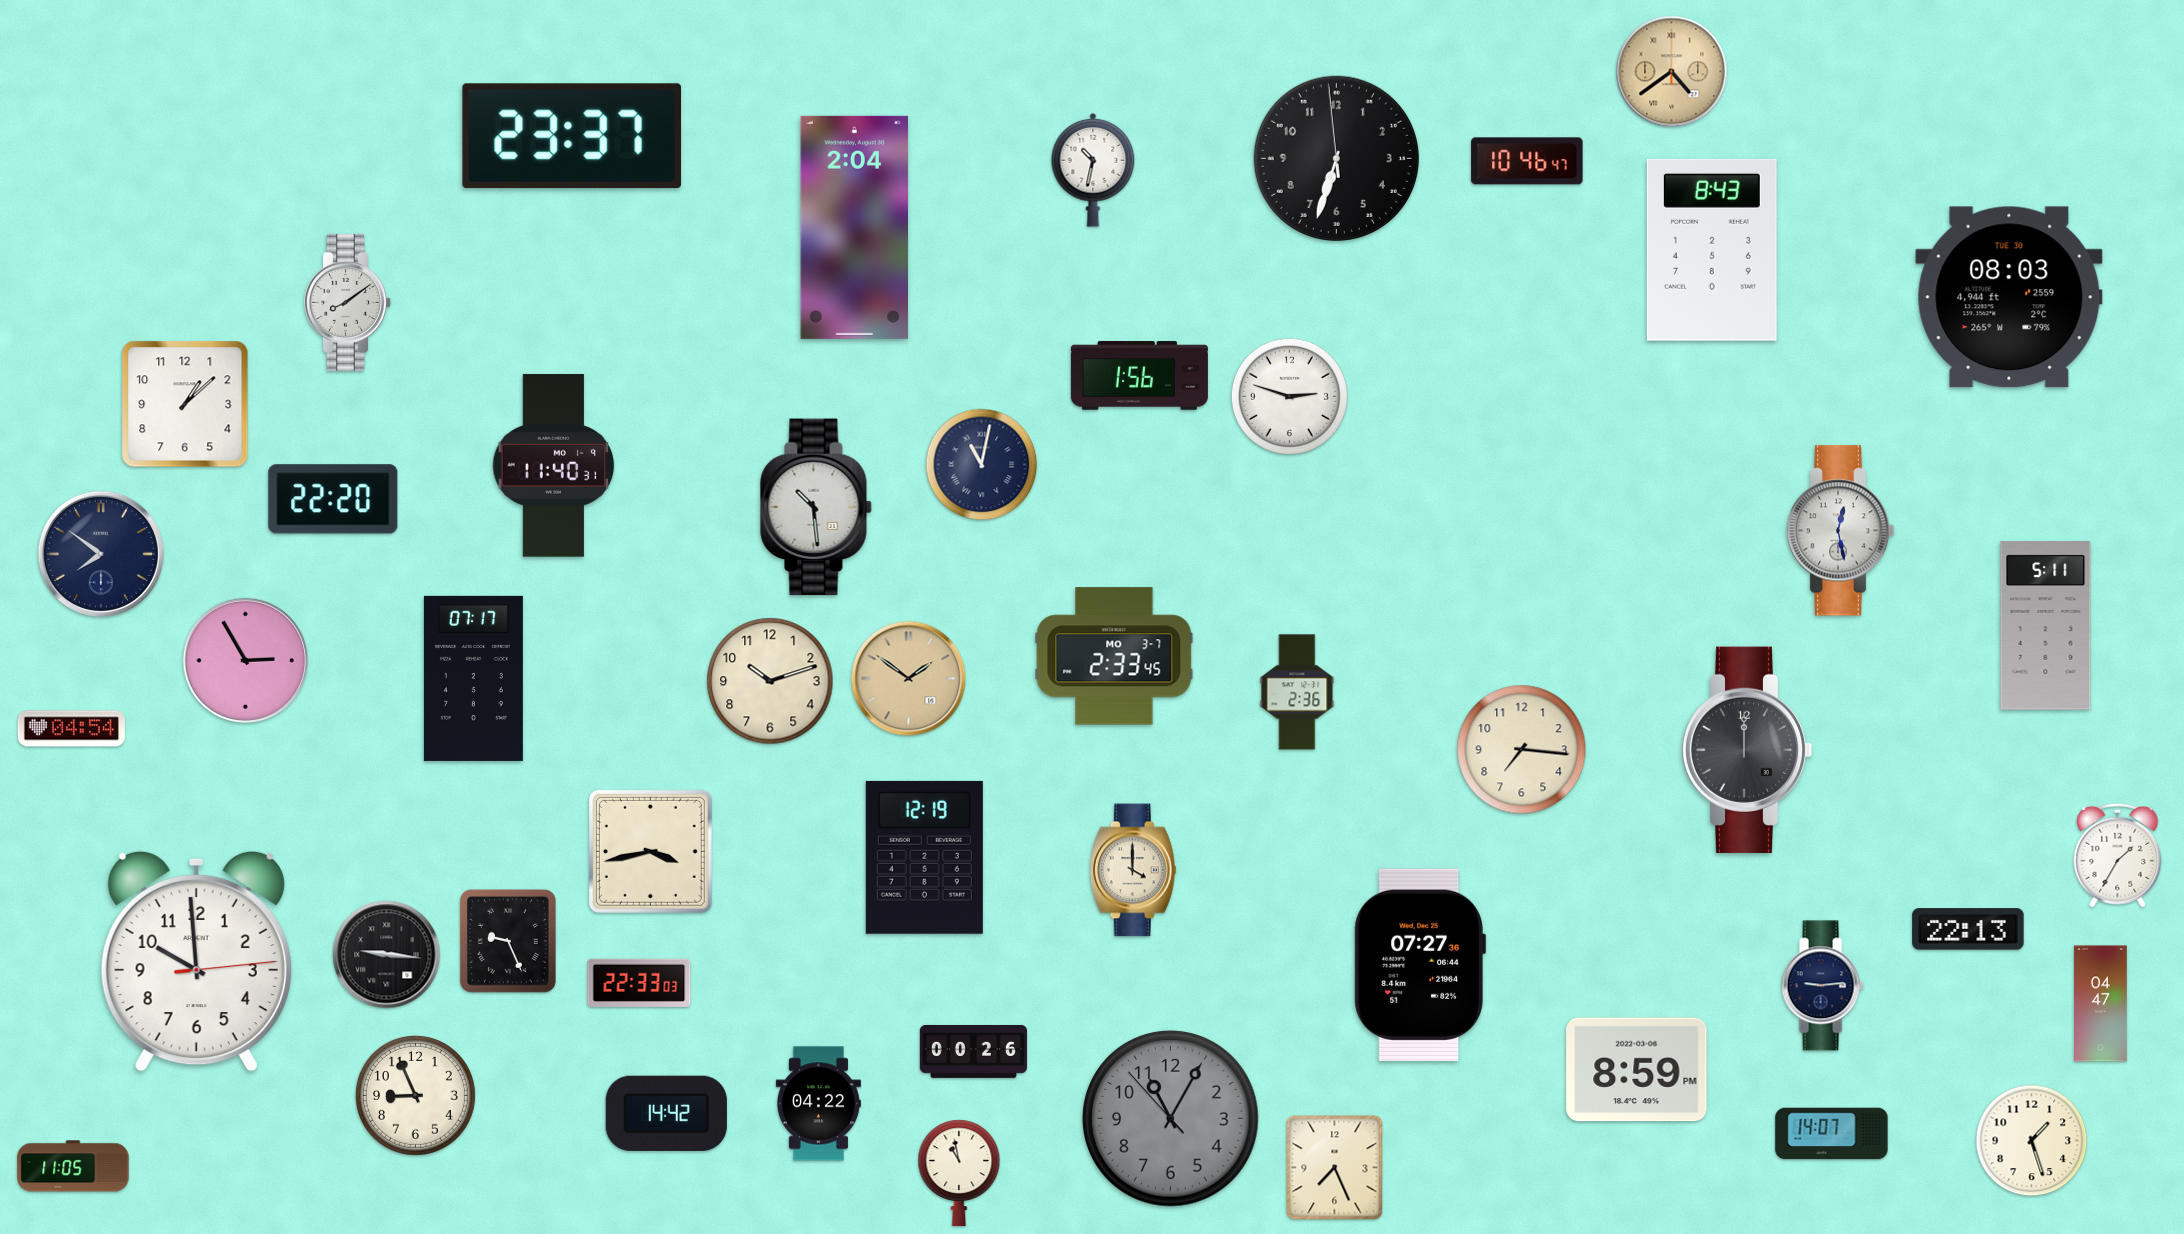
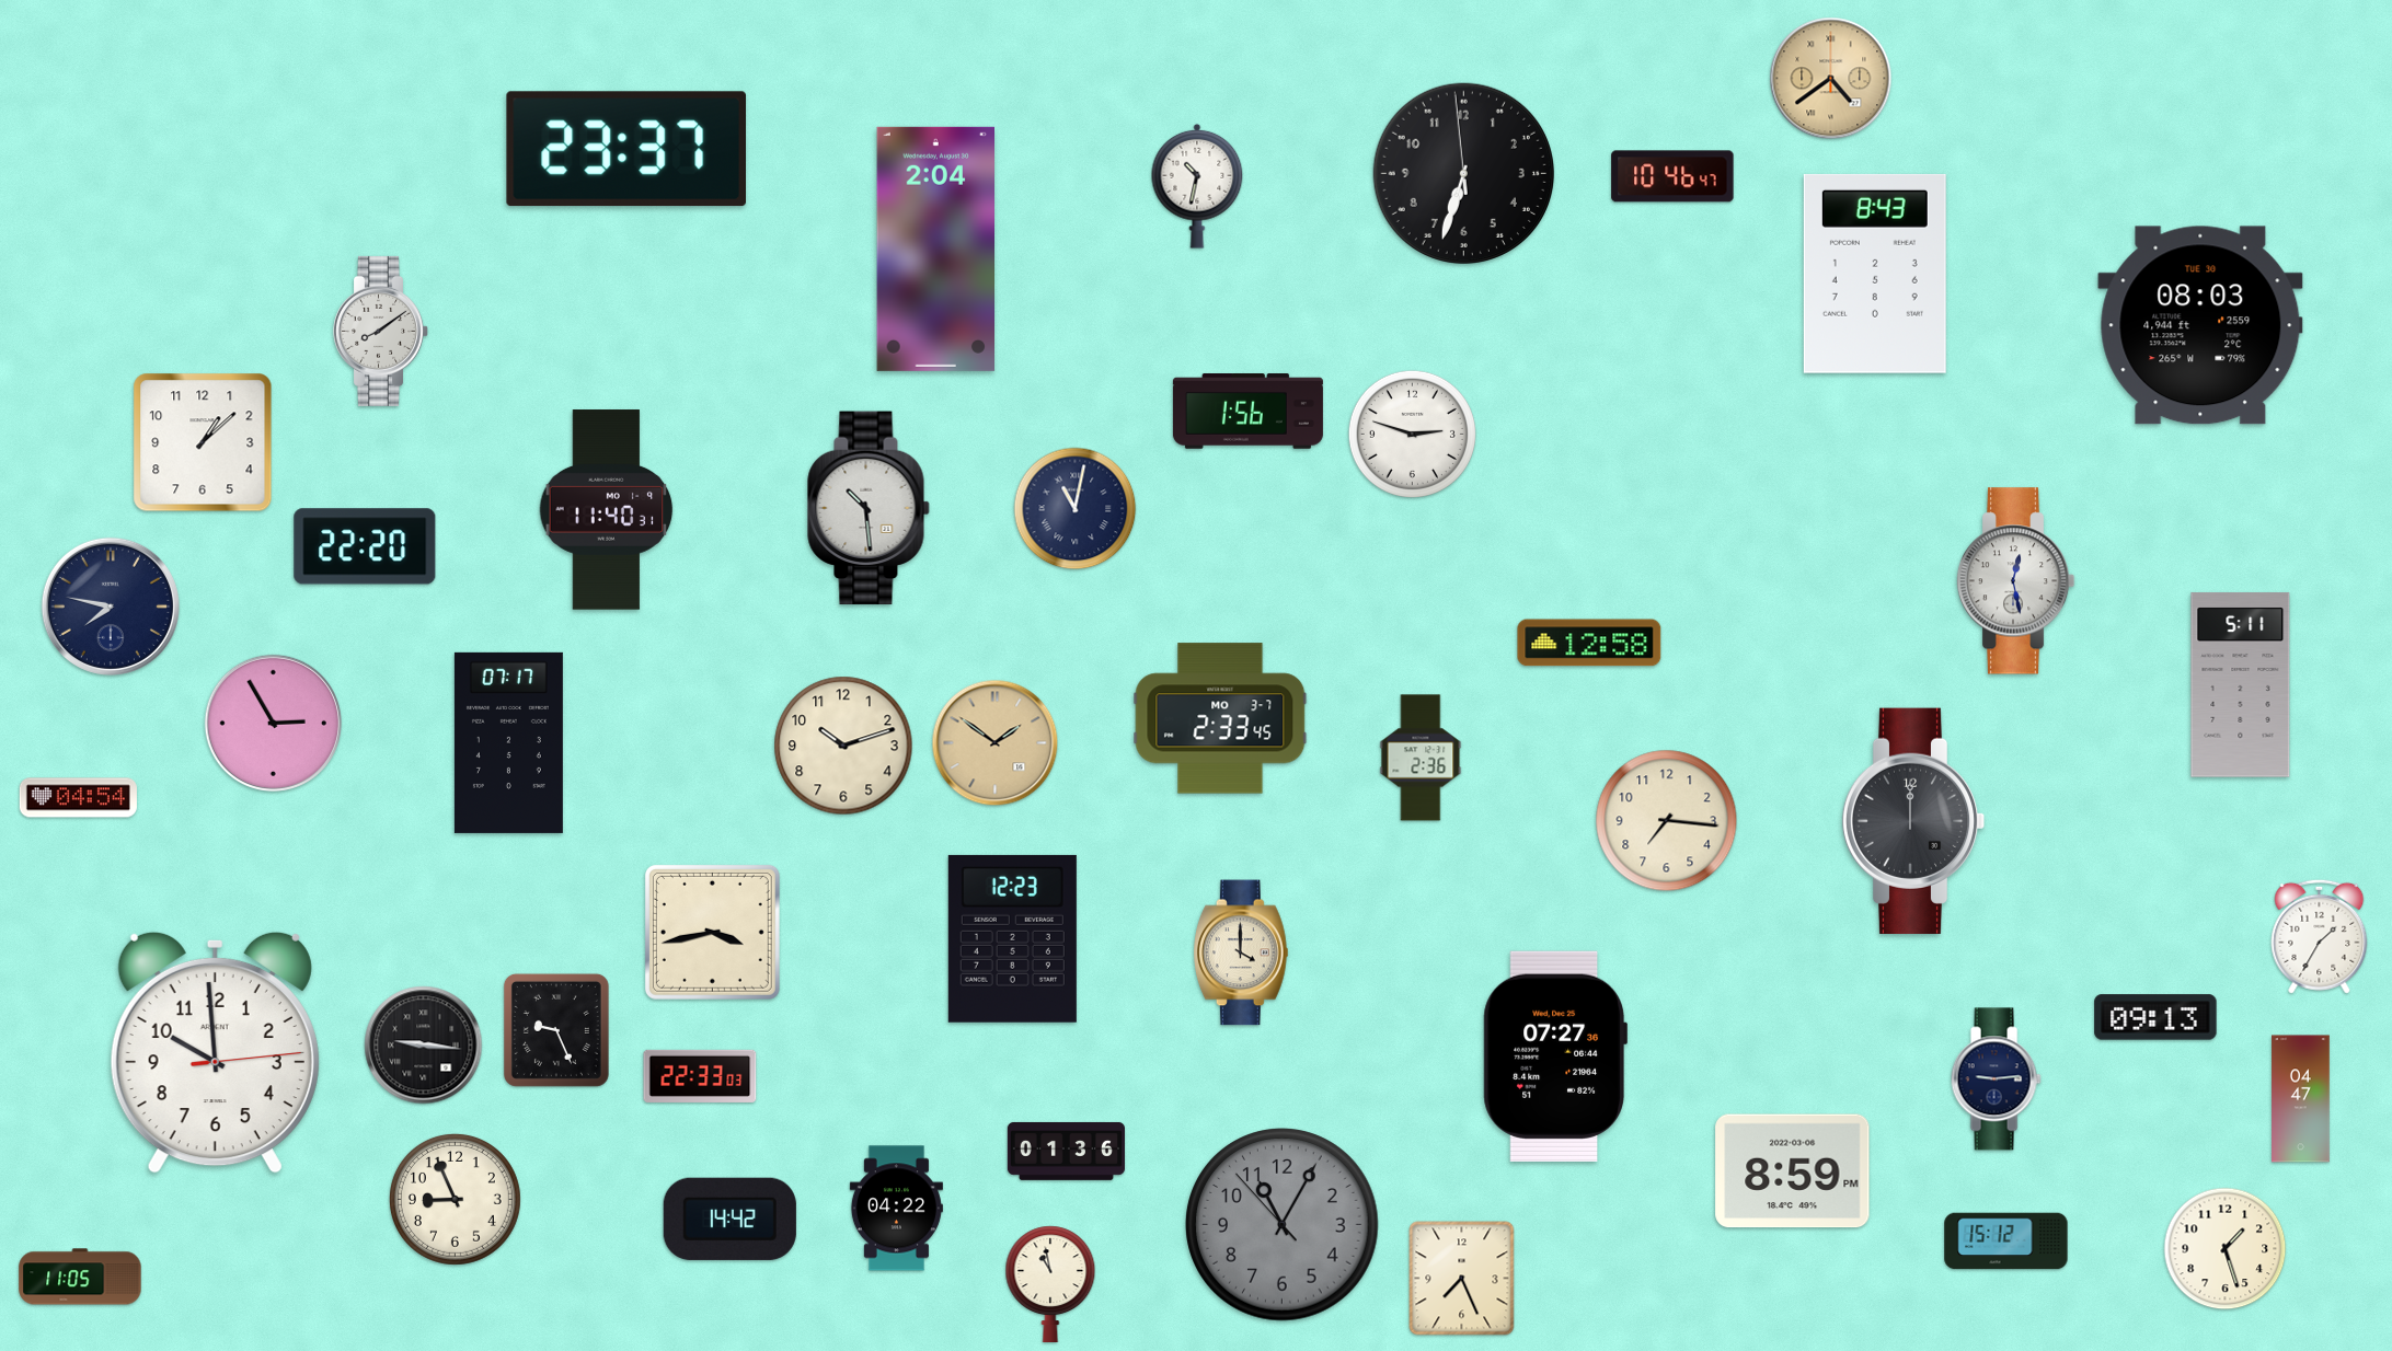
clock at (816, 507) position: (816, 507) -> (869, 508)
clock at (101, 554): 7:51 -> 7:47
clock at (1589, 643): none -> 12:58
clock at (245, 660) position: (245, 660) -> (273, 723)
clock at (473, 678) position: (473, 678) -> (508, 742)
clock at (924, 857): 12:19 -> 12:23
clock at (1968, 929): 22:13 -> 09:13
clock at (973, 1051): 00:26 -> 01:36
clock at (1832, 1134): 14:07 -> 15:12
